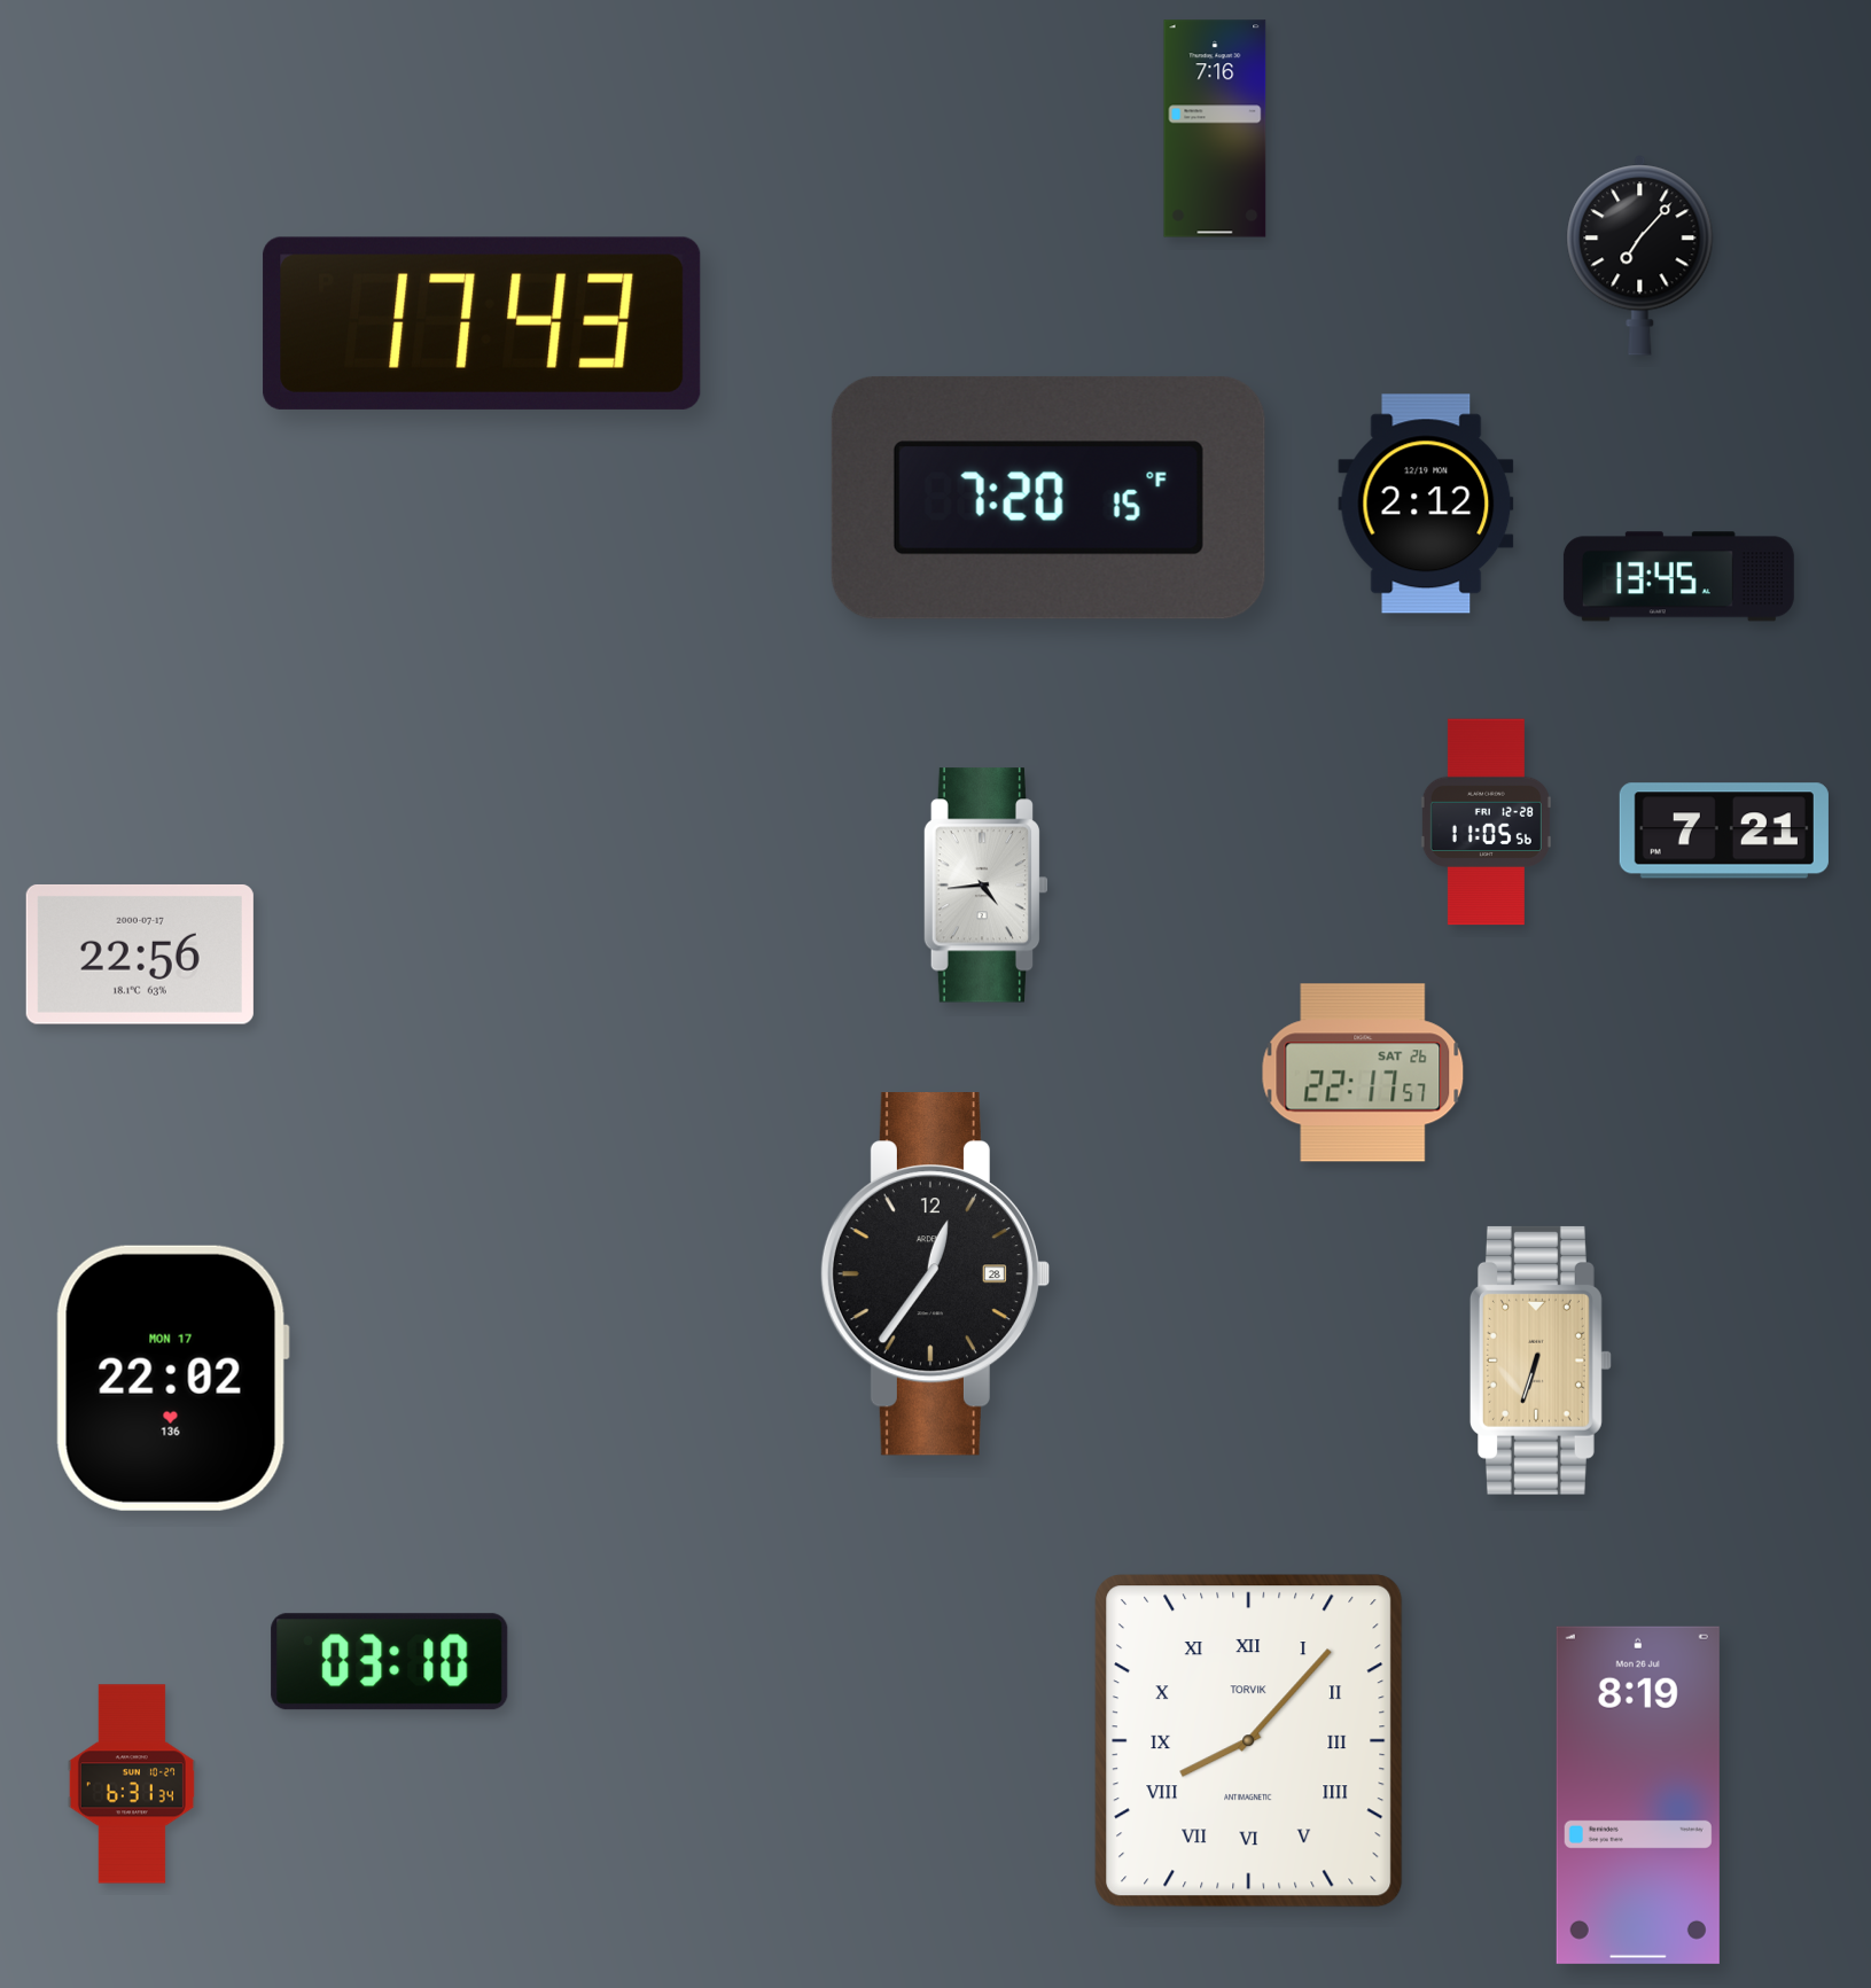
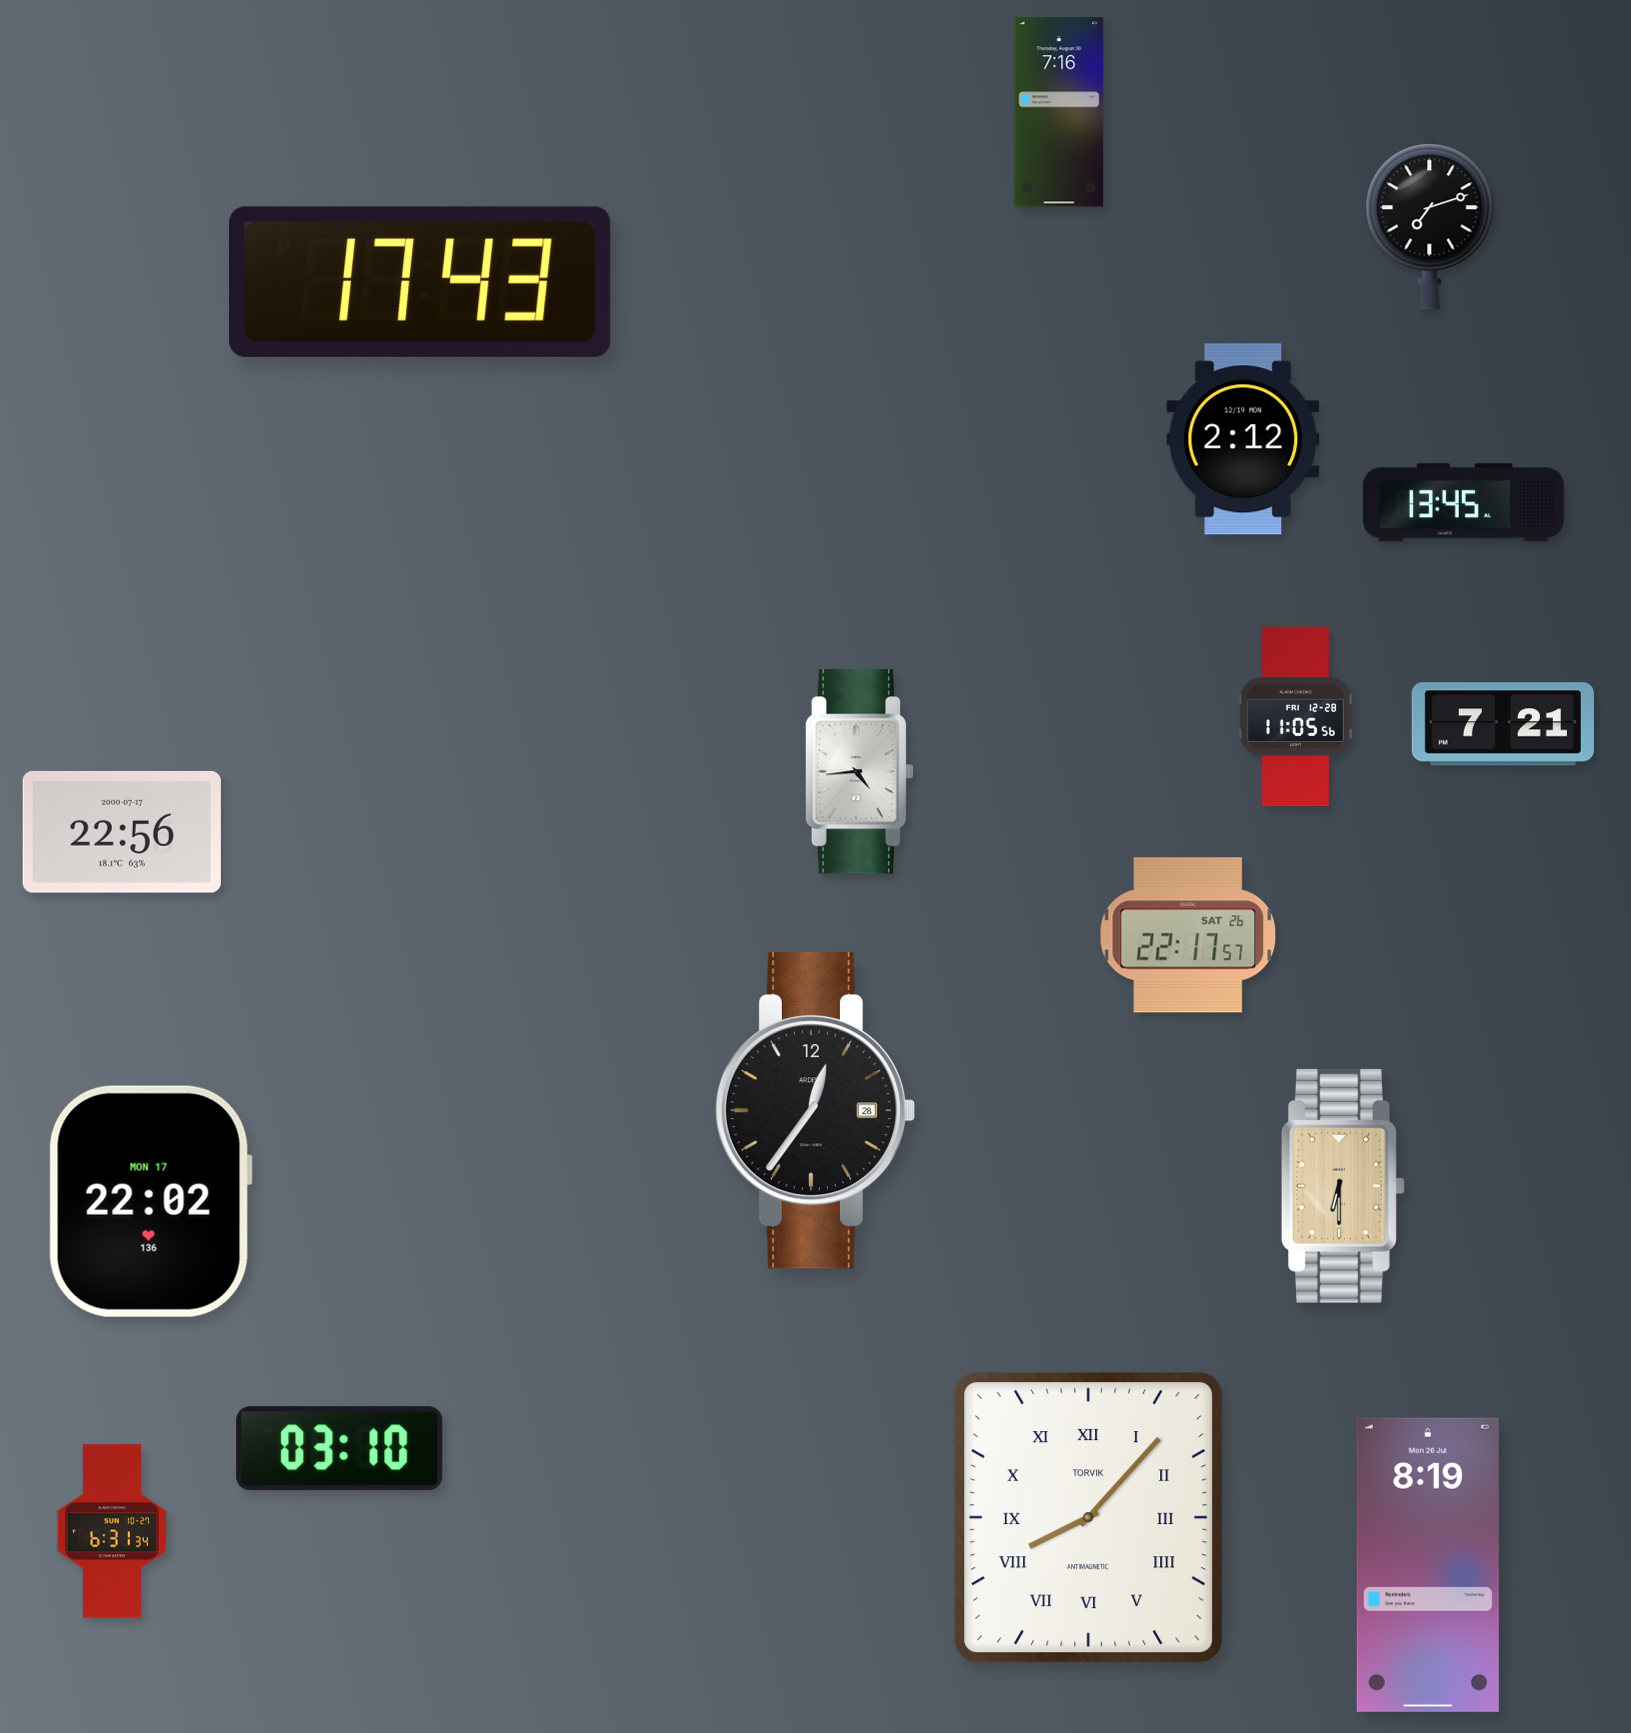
clock at (1640, 256): 7:07 -> 7:12
clock at (1048, 498): 7:20 -> none
clock at (1541, 1361): 6:33 -> 6:30
clock at (132, 1784) position: (132, 1784) -> (112, 1531)
